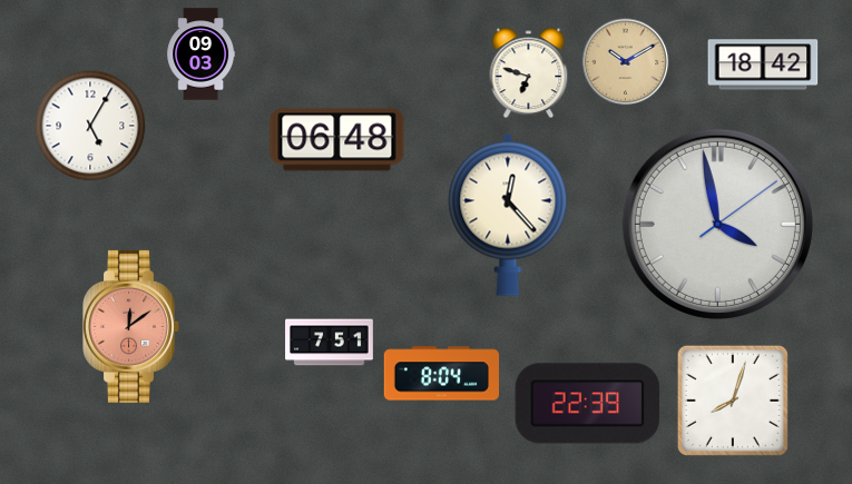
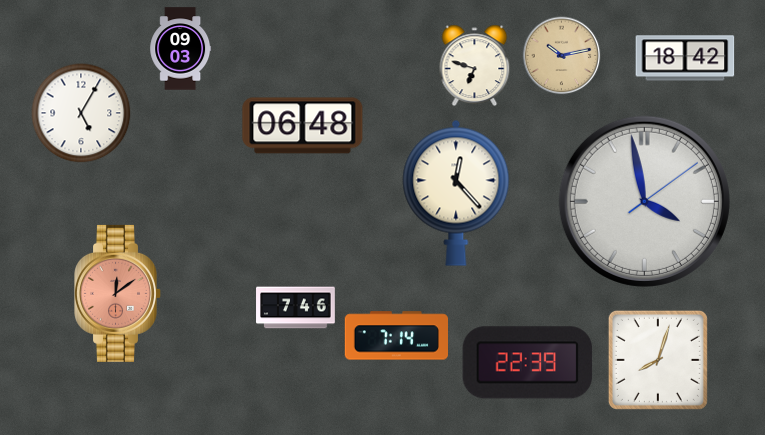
clock at (626, 62): 10:10 -> 10:13
clock at (330, 343): 7:51 -> 7:46
clock at (441, 374): 8:04 -> 7:14
